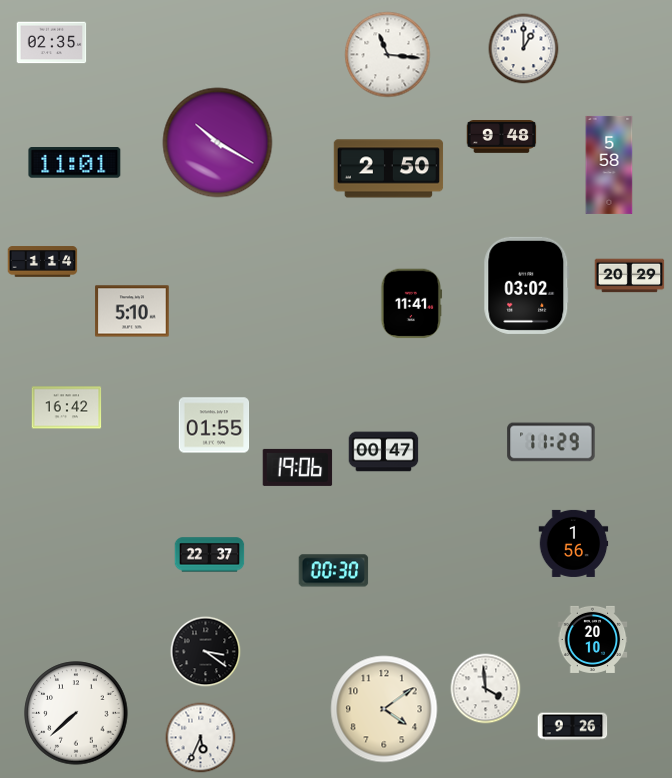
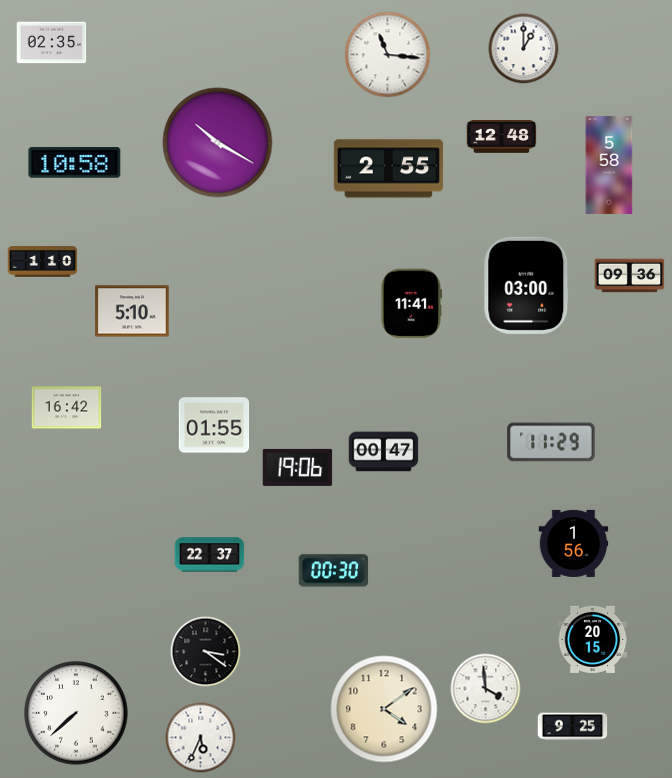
clock at (502, 137): 9:48 -> 12:48
clock at (75, 163): 11:01 -> 10:58
clock at (389, 169): 2:50 -> 2:55
clock at (43, 262): 1:14 -> 1:10
clock at (630, 276): 20:29 -> 09:36
clock at (527, 285): 03:02 -> 03:00
clock at (593, 639): 20:10 -> 20:15
clock at (573, 727): 9:26 -> 9:25
